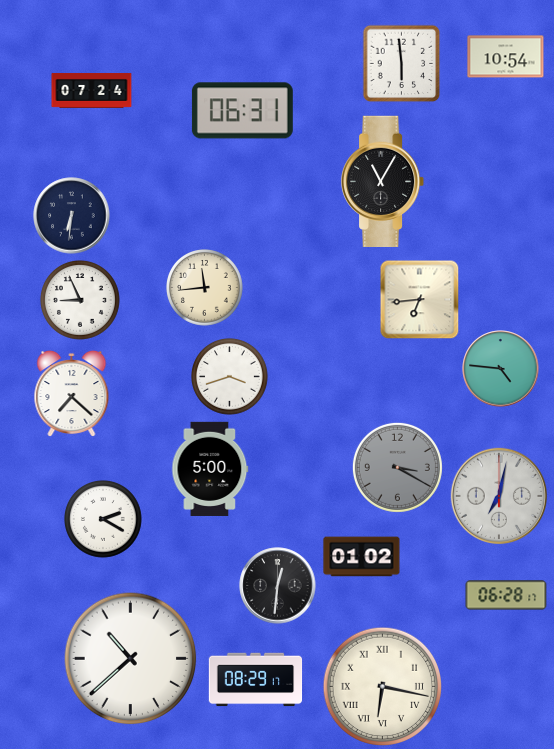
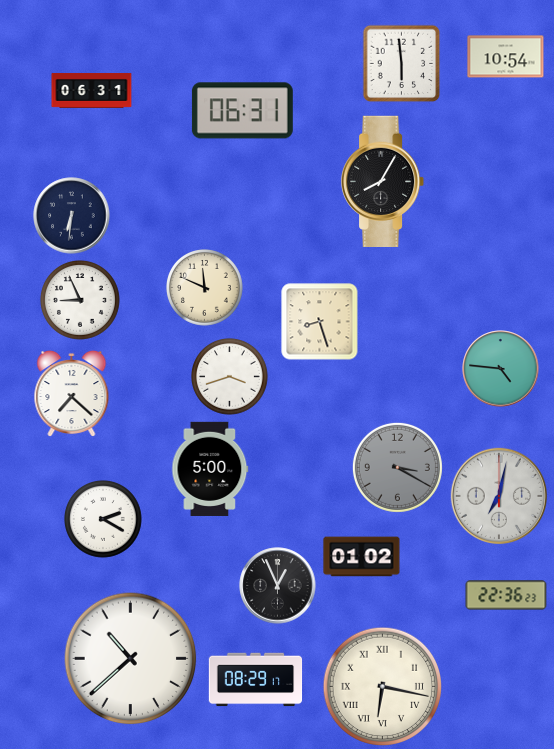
clock at (92, 91): 07:24 -> 06:31
clock at (384, 181): 11:05 -> 8:05
clock at (205, 288): 11:44 -> 11:49
clock at (419, 299): 6:44 -> none
clock at (320, 322): none -> 8:27
clock at (278, 586): 12:31 -> 12:56
clock at (506, 595): 06:28 -> 22:36
